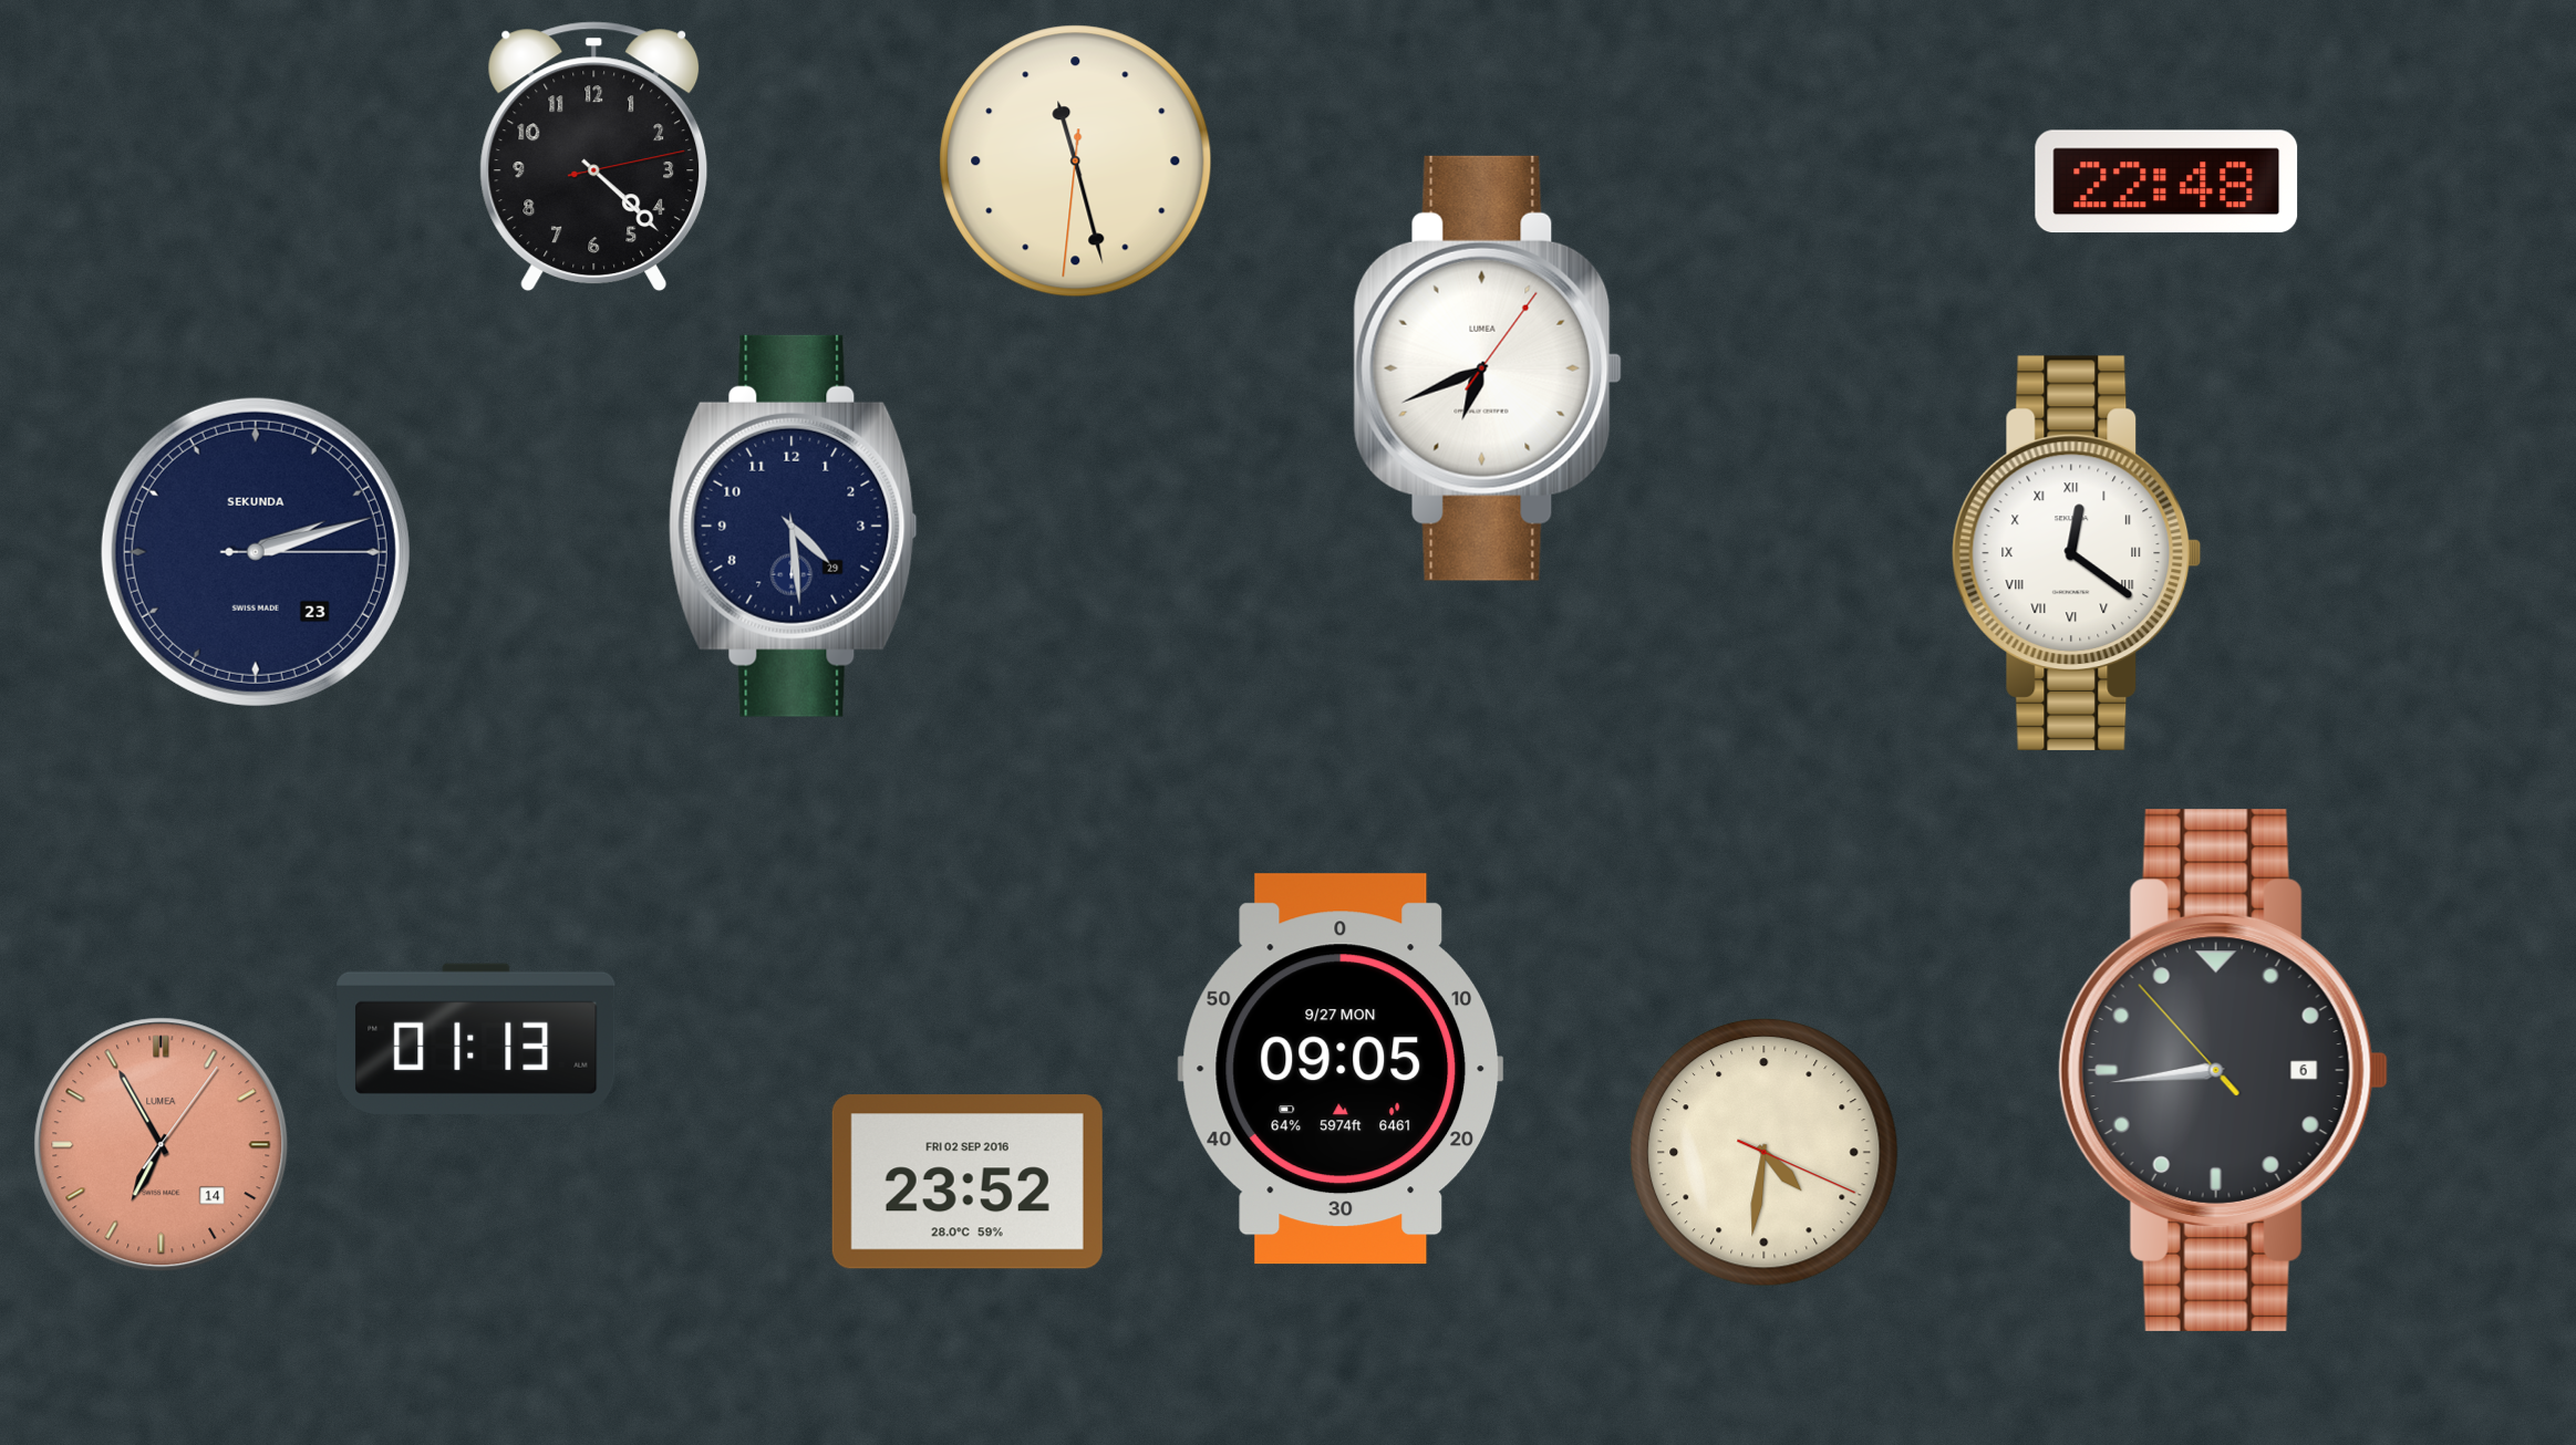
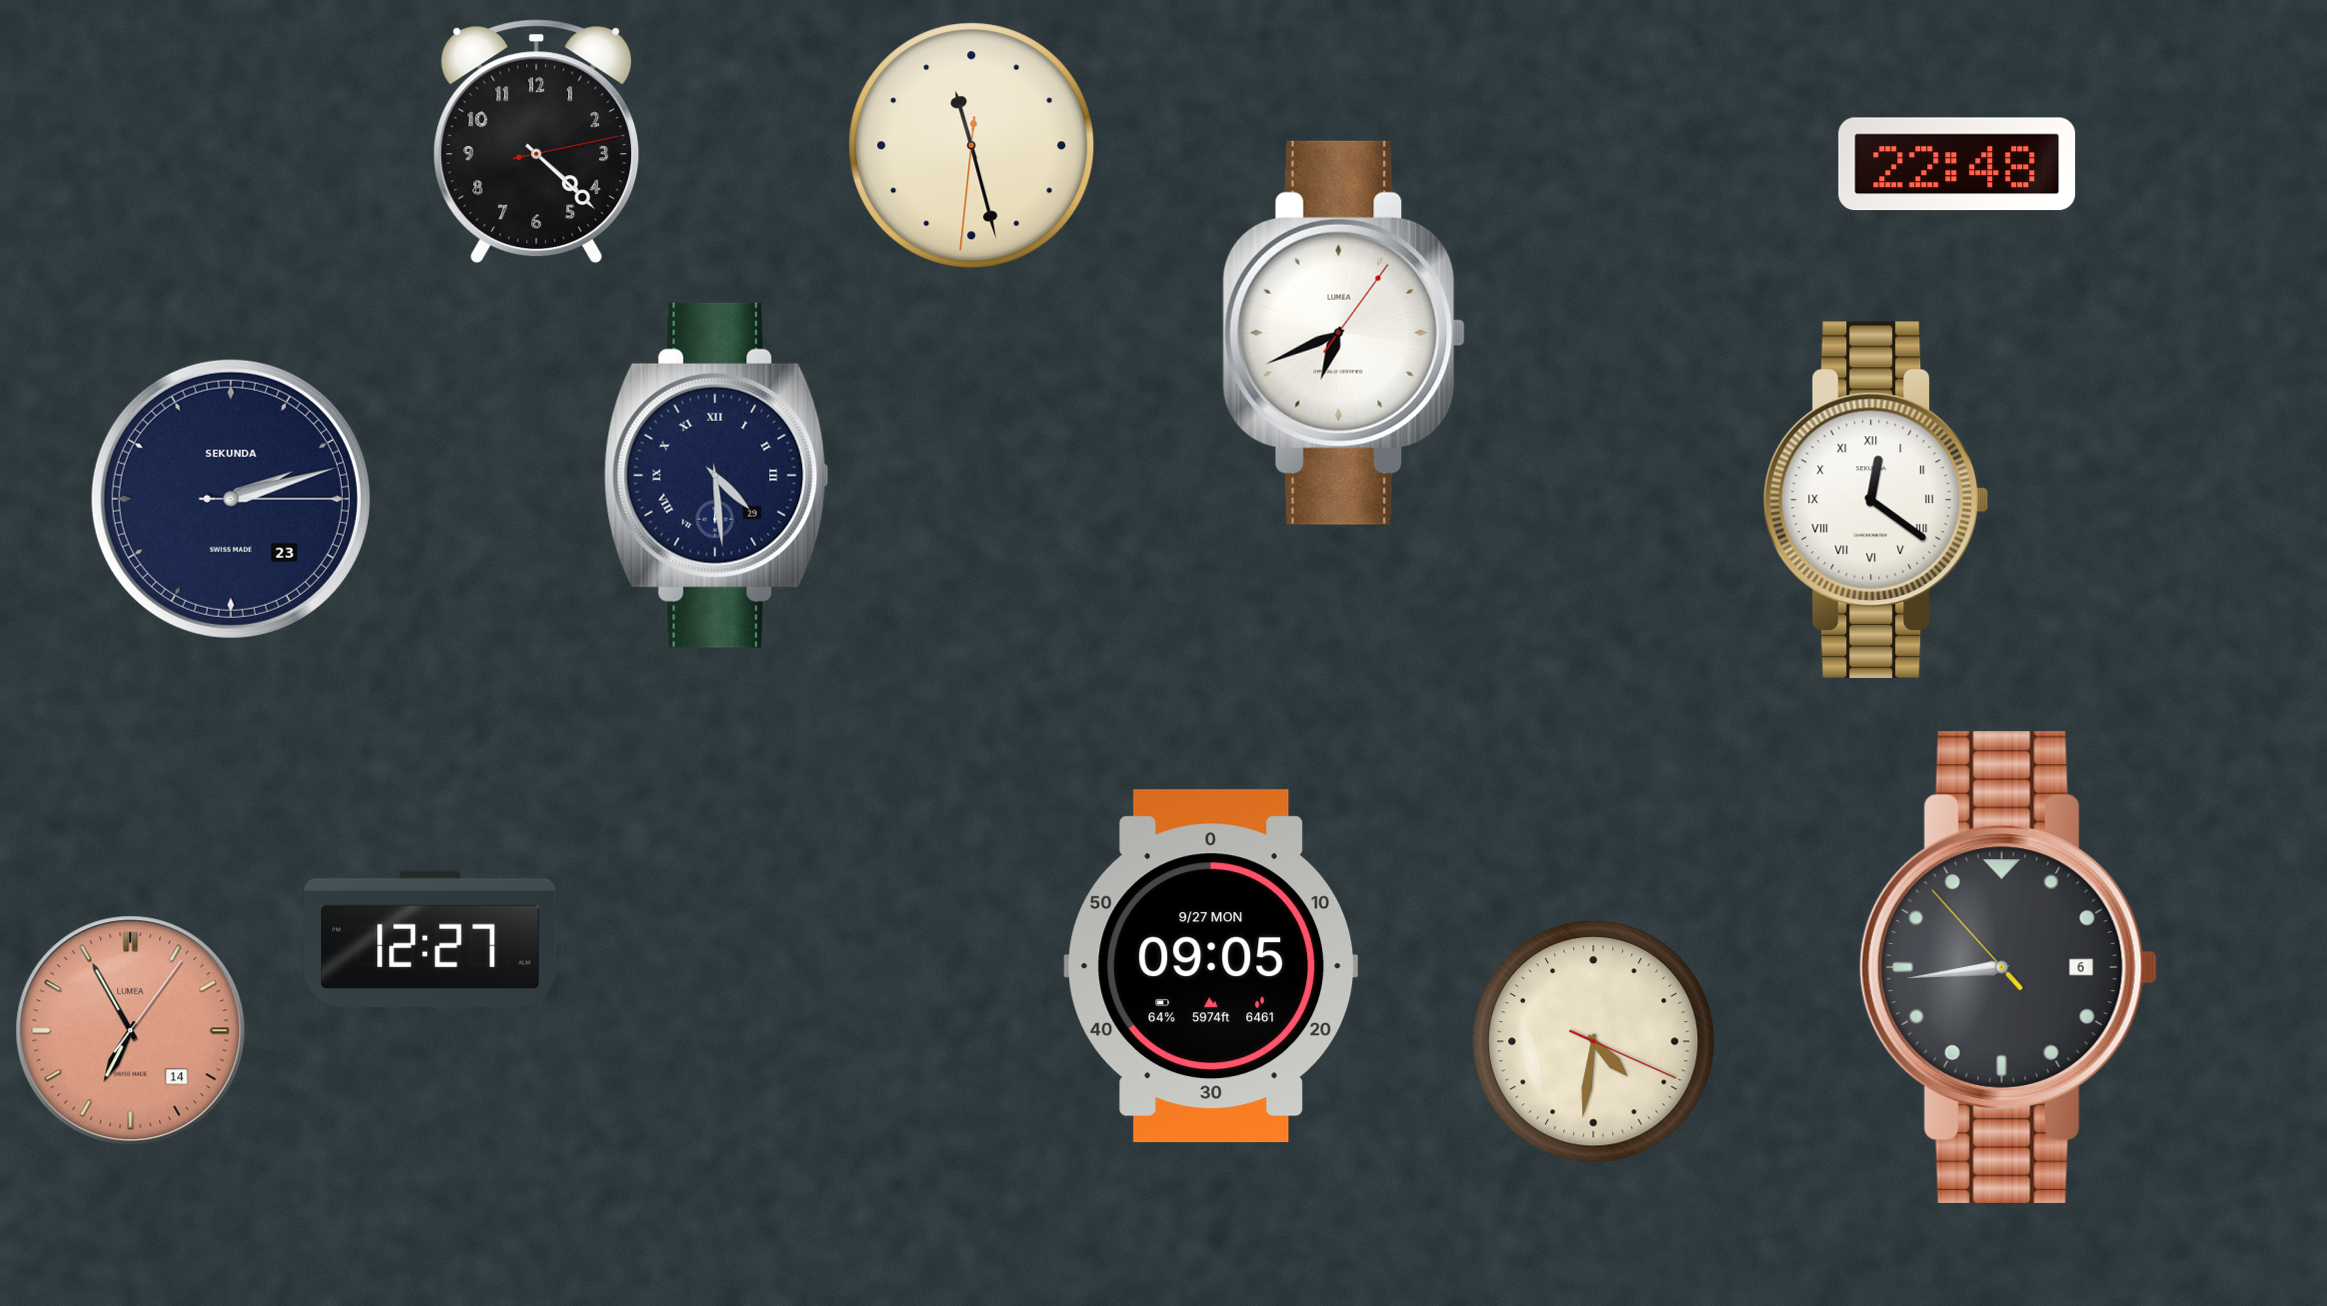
clock at (793, 526) numerals: Arabic -> Roman
clock at (476, 1039): 01:13 -> 12:27
clock at (162, 1145) position: (162, 1145) -> (131, 1031)
clock at (968, 1182): 23:52 -> none
